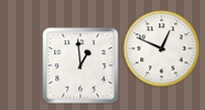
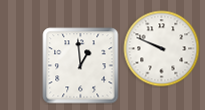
clock at (162, 49): 12:49 -> 9:49
